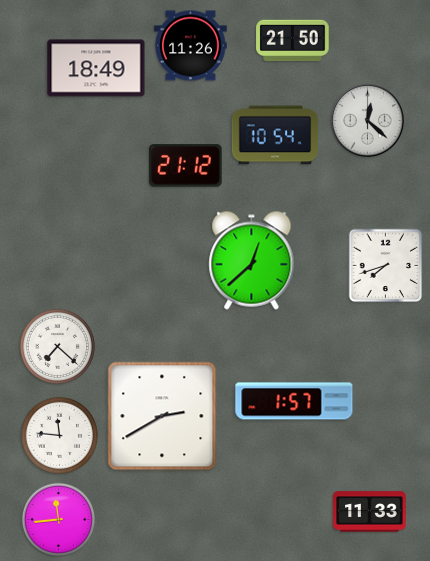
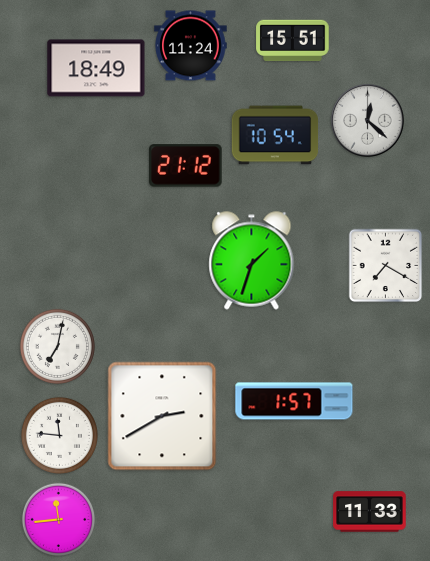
clock at (293, 41): 21:50 -> 15:51
clock at (191, 46): 11:26 -> 11:24
clock at (252, 261): 12:38 -> 1:33
clock at (386, 266): 7:42 -> 7:20
clock at (57, 346): 7:22 -> 7:02
